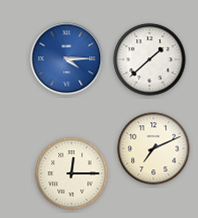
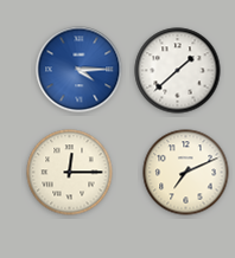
clock at (154, 149) position: (154, 149) -> (186, 173)
clock at (72, 174) position: (72, 174) -> (70, 173)
